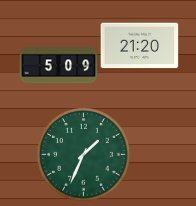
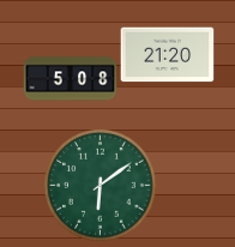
clock at (58, 66): 5:09 -> 5:08
clock at (83, 154): 1:34 -> 6:09
